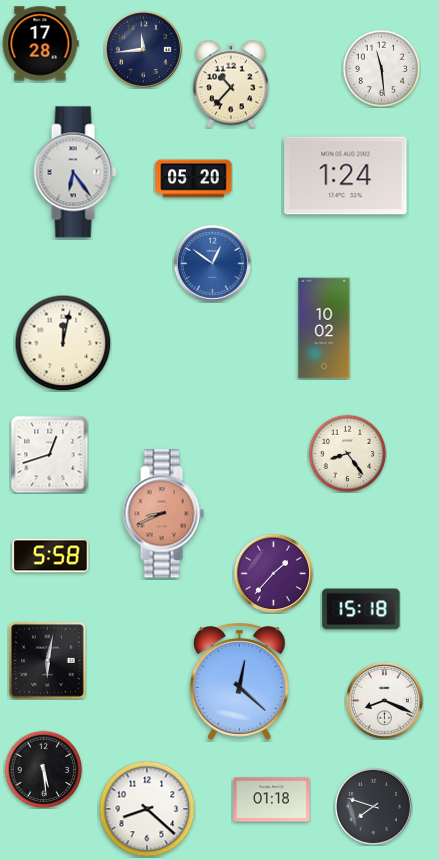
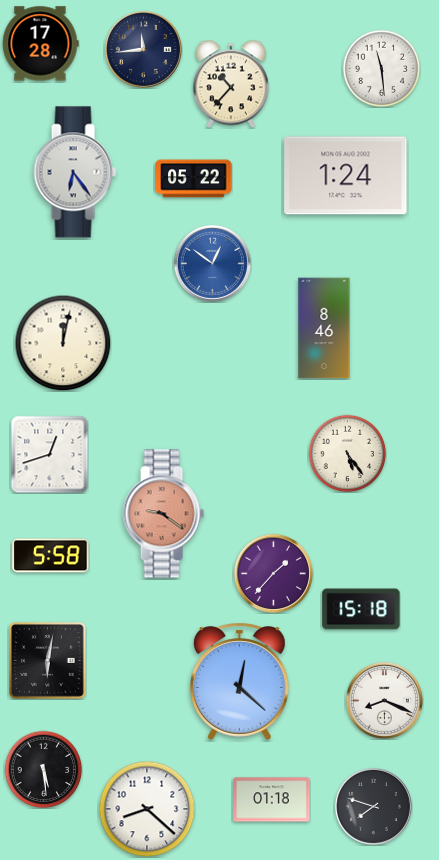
clock at (194, 179): 05:20 -> 05:22
clock at (324, 328): 10:02 -> 8:46
clock at (347, 453): 8:24 -> 5:24
clock at (163, 514): 8:41 -> 9:21
